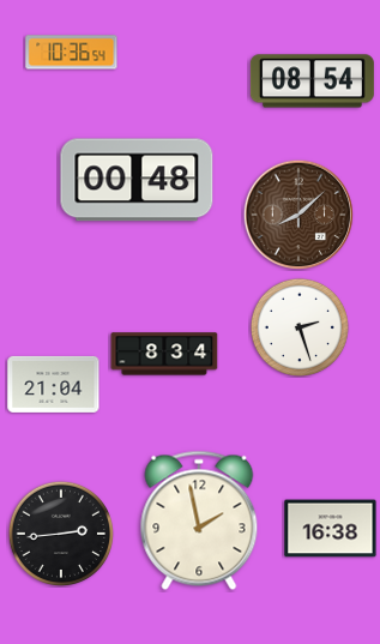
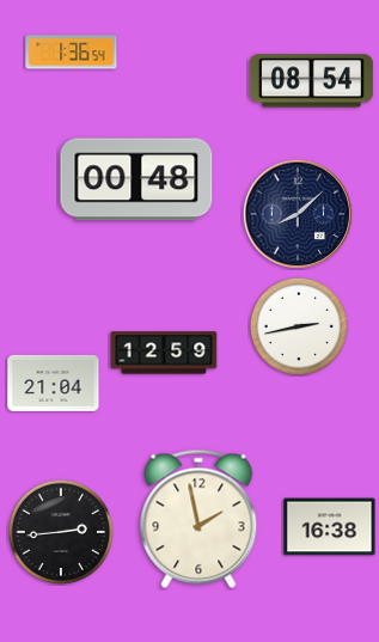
clock at (72, 53): 10:36 -> 1:36
clock at (298, 215) dial: brown -> navy
clock at (300, 327): 2:27 -> 2:43
clock at (164, 354): 8:34 -> 12:59
